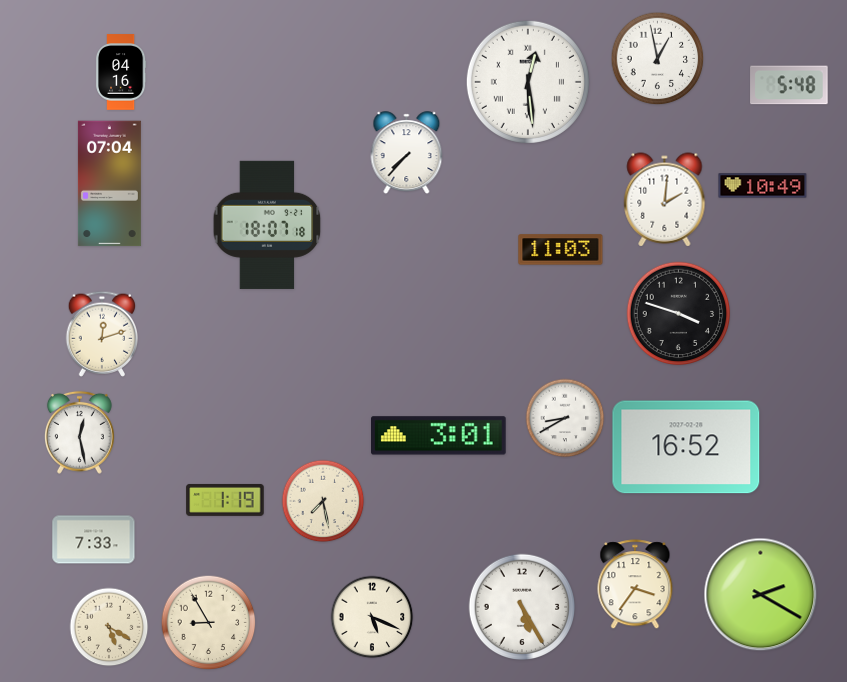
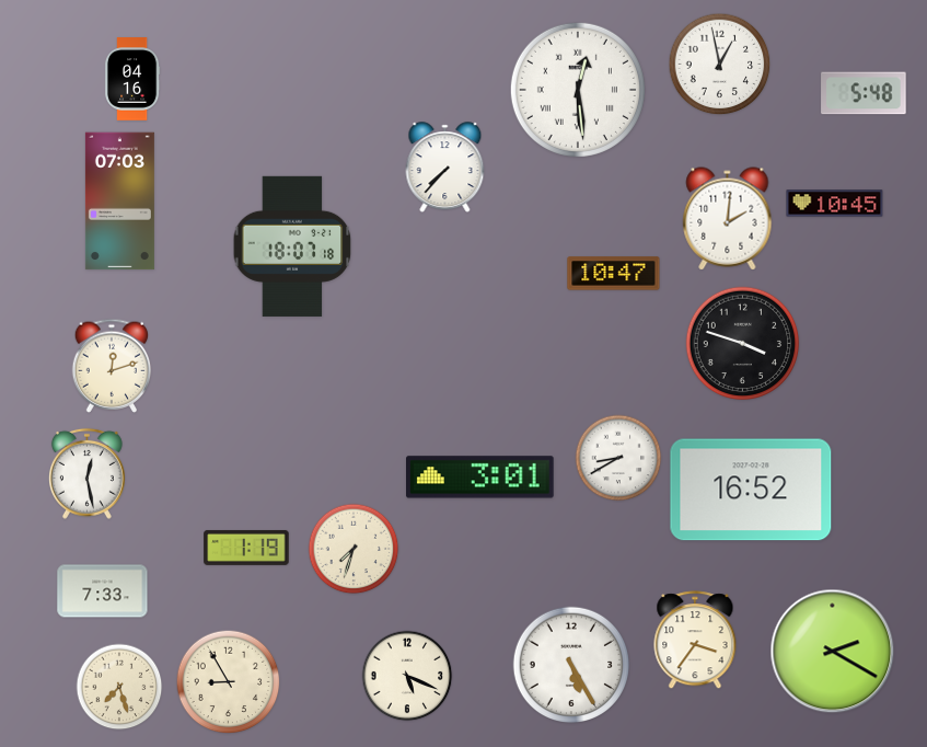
clock at (109, 184): 07:04 -> 07:03
clock at (763, 186): 10:49 -> 10:45
clock at (561, 250): 11:03 -> 10:47
clock at (323, 501): 7:28 -> 7:33
clock at (109, 627): 5:20 -> 7:27
